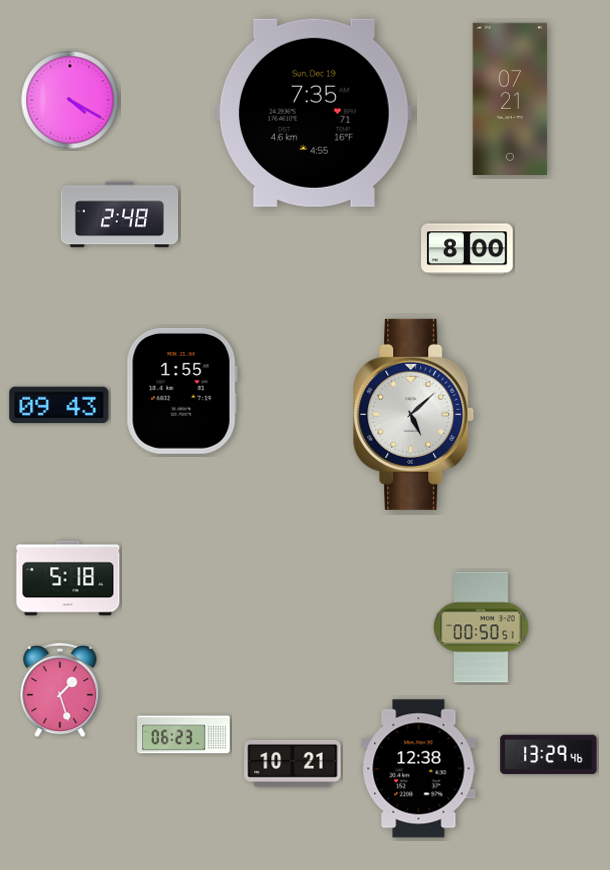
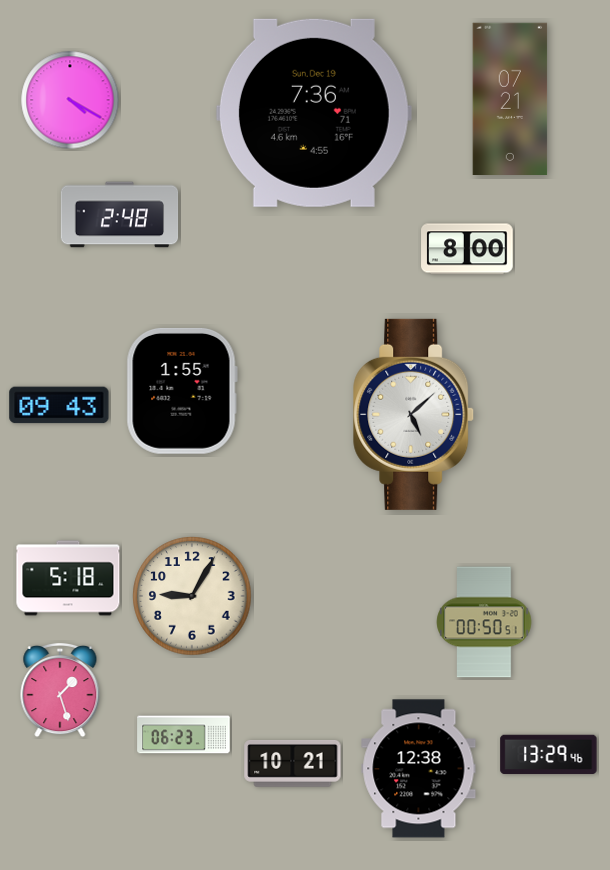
clock at (314, 113): 7:35 -> 7:36
clock at (192, 596): none -> 9:05
clock at (481, 627) position: (481, 627) -> (484, 622)
